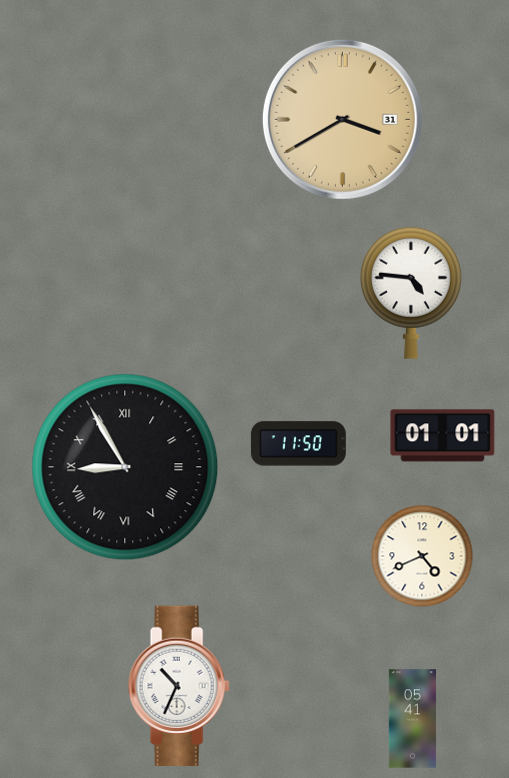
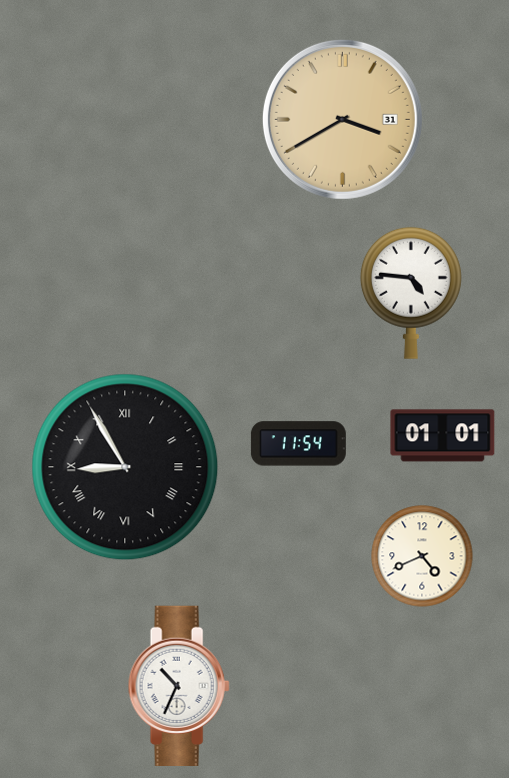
clock at (298, 444): 11:50 -> 11:54
clock at (413, 719): 05:41 -> none
